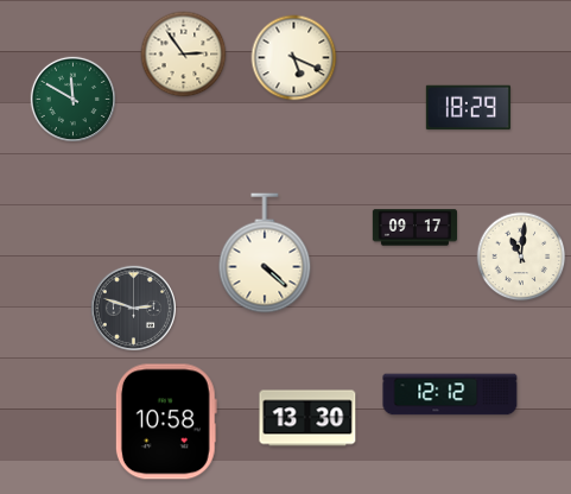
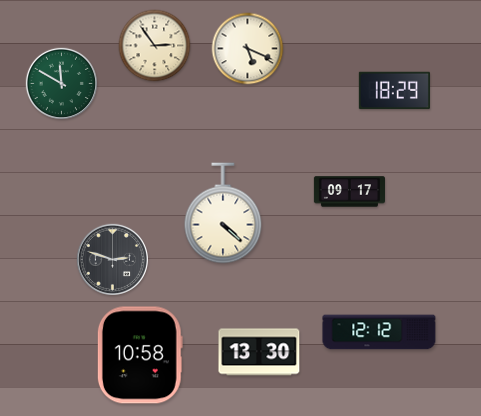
clock at (521, 256): 11:01 -> none
